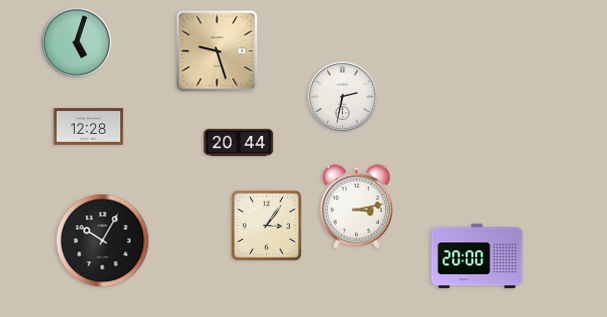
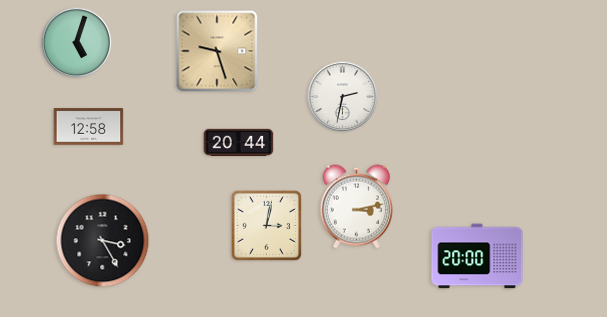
clock at (89, 127): 12:28 -> 12:58
clock at (266, 225): 3:06 -> 3:02
clock at (103, 241): 10:05 -> 3:25
